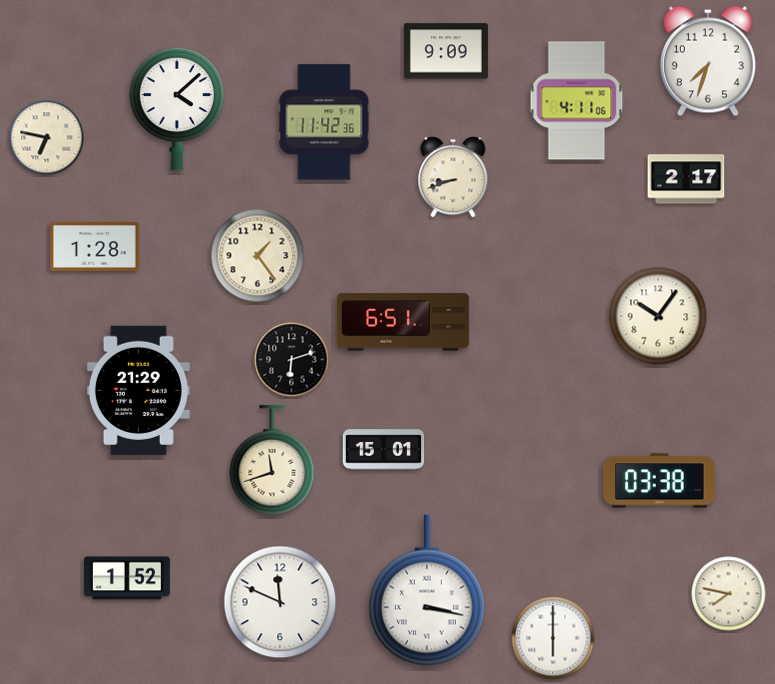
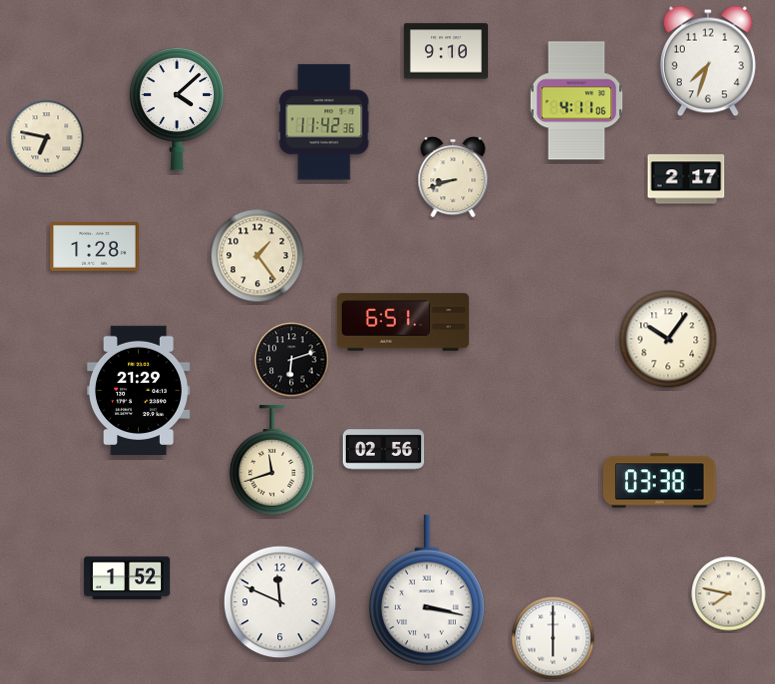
clock at (446, 51): 9:09 -> 9:10
clock at (658, 316) position: (658, 316) -> (668, 339)
clock at (384, 450): 15:01 -> 02:56
